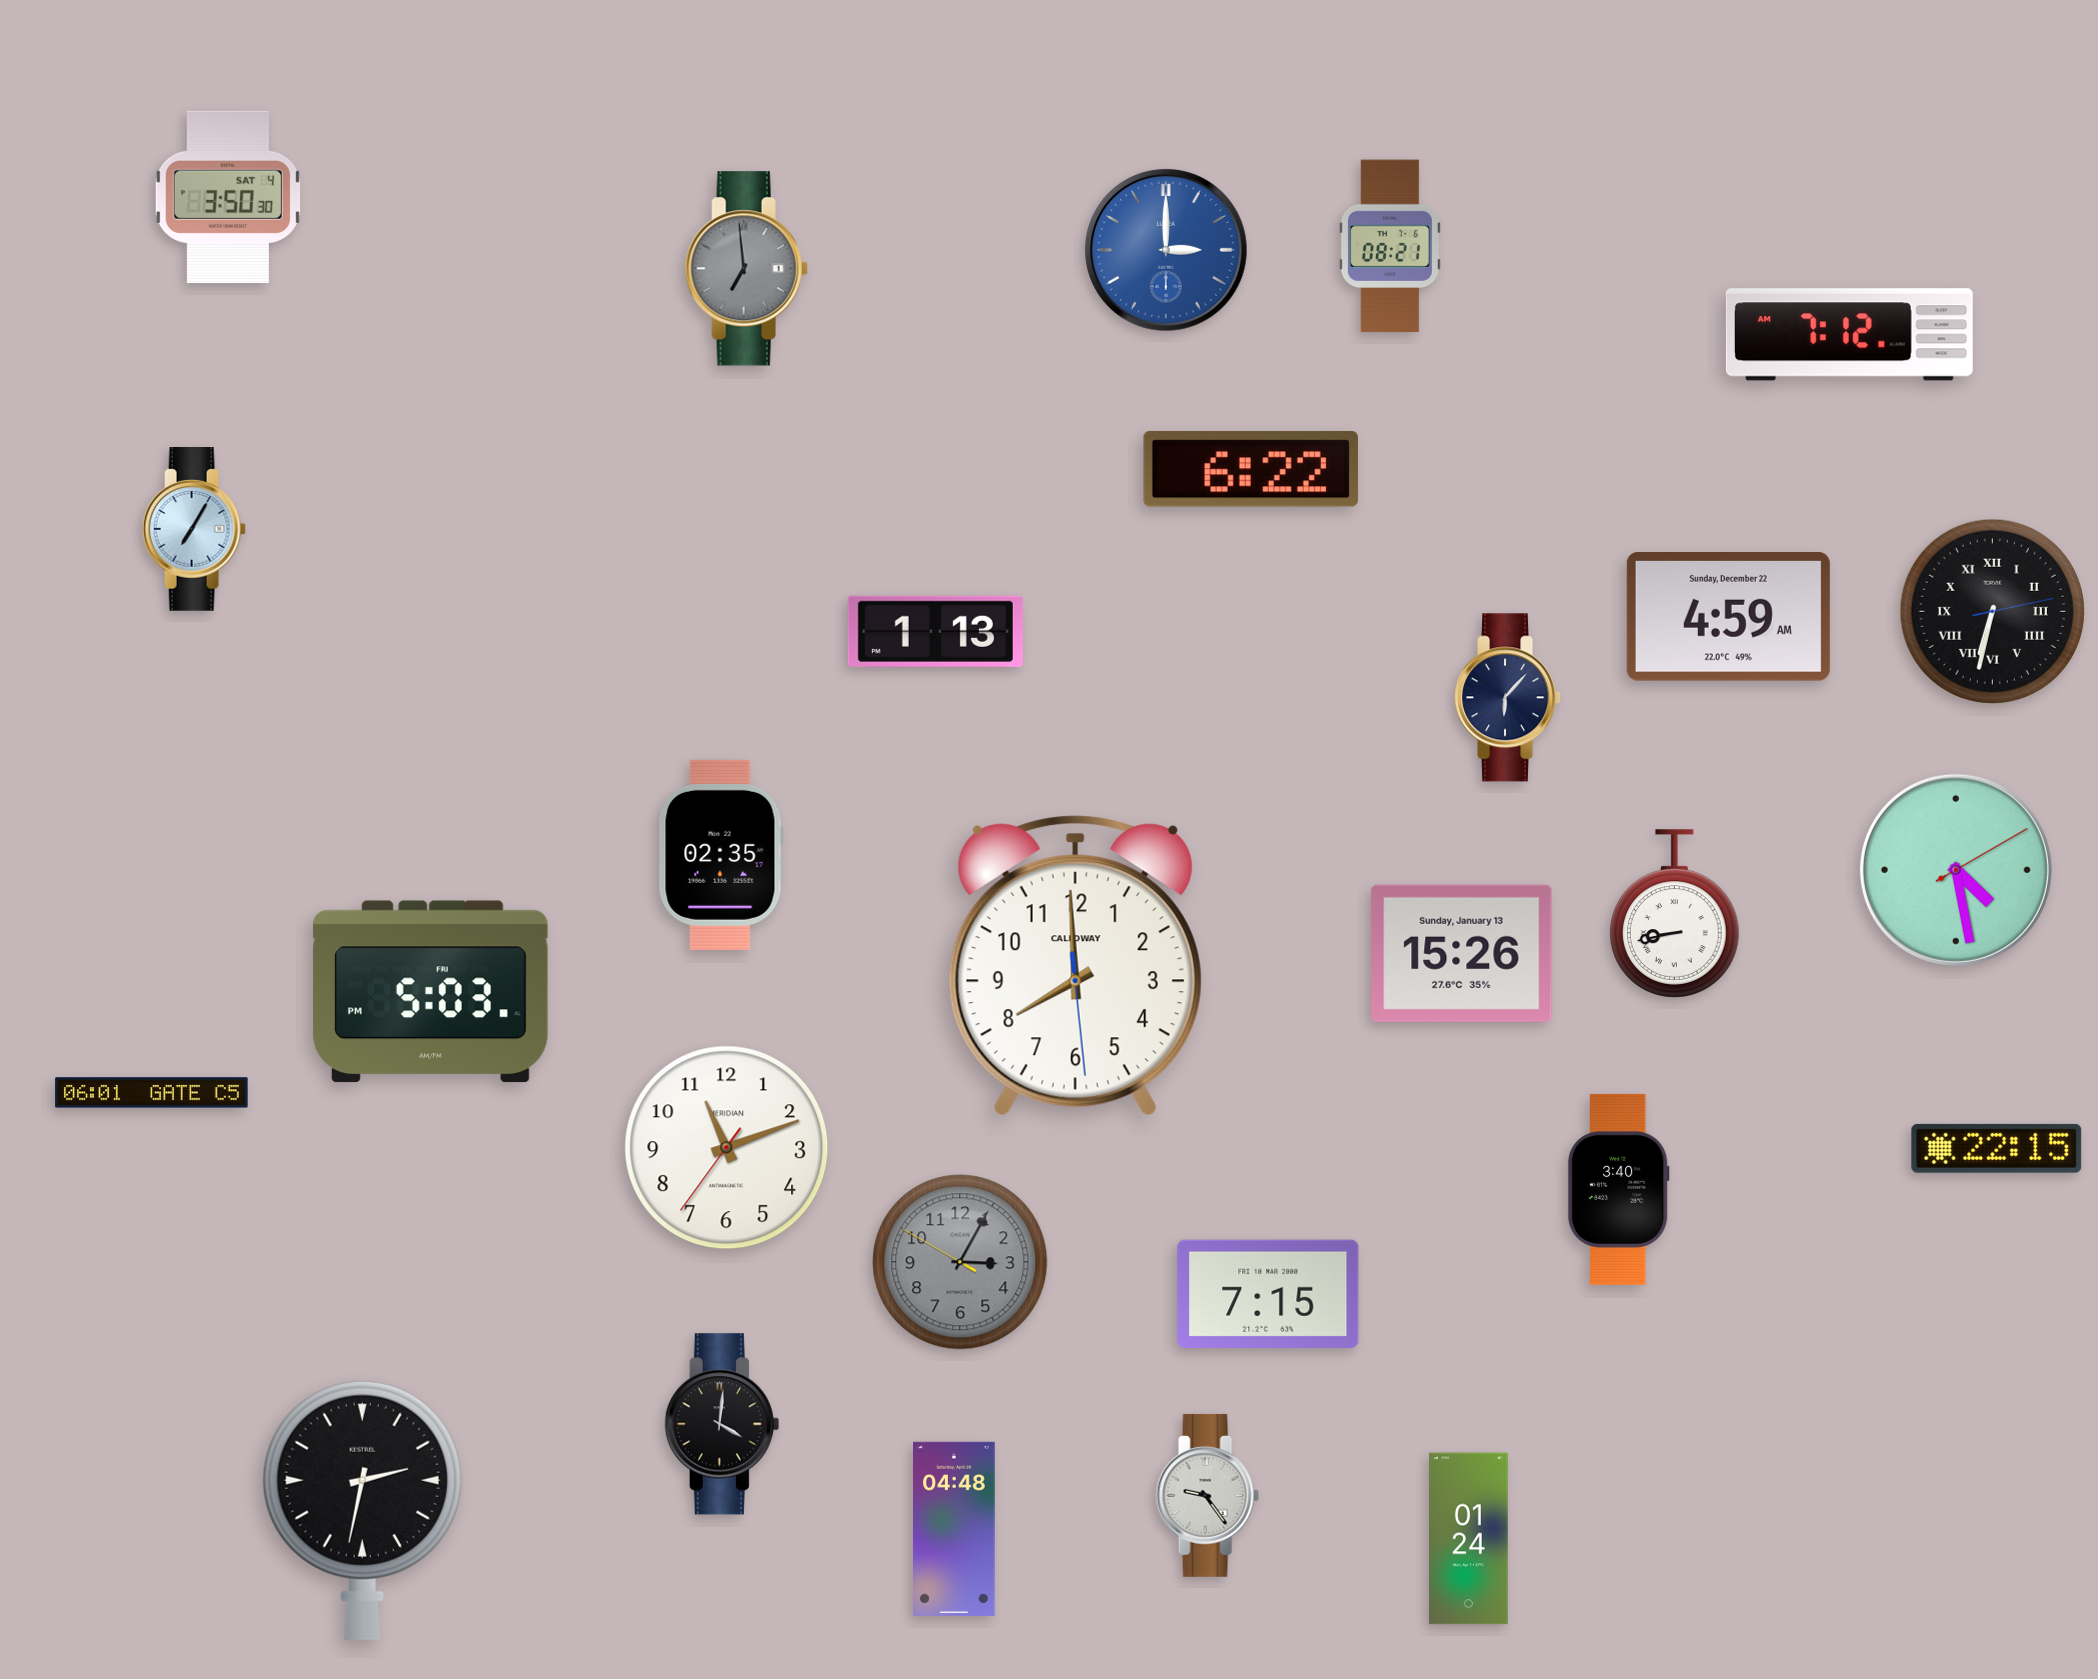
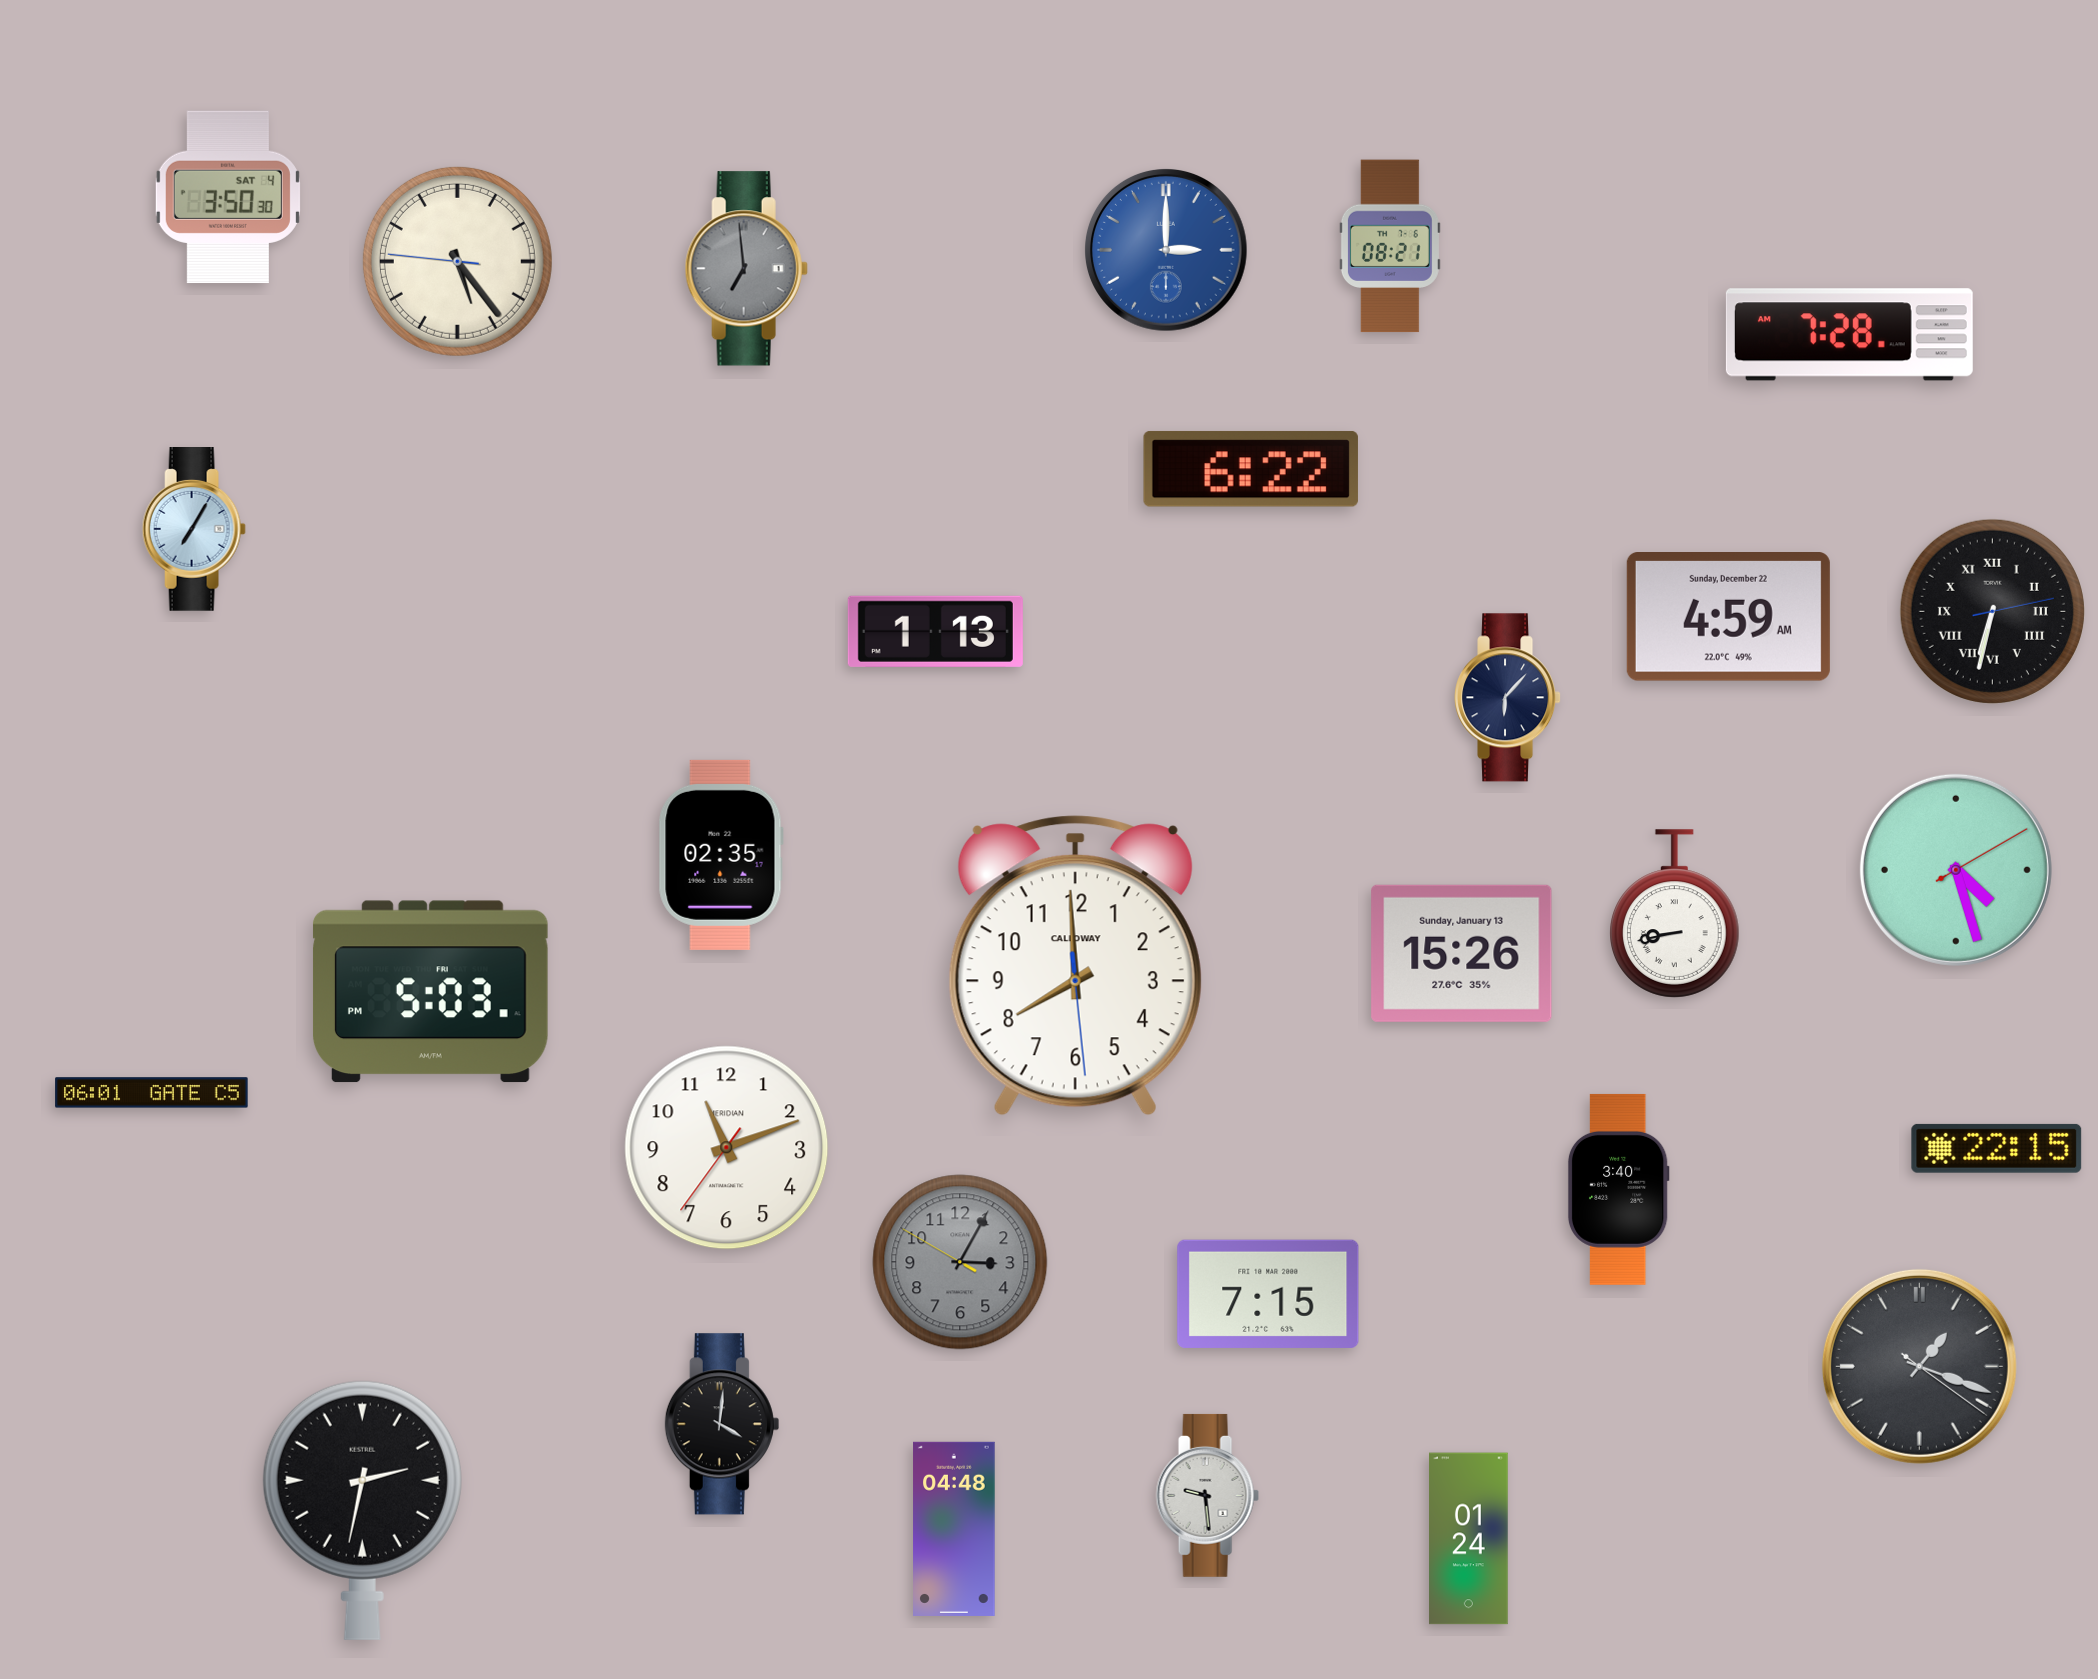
clock at (457, 261): none -> 5:23
clock at (1849, 335): 7:12 -> 7:28
clock at (1956, 870): 4:28 -> 4:27
clock at (1919, 1366): none -> 1:18
clock at (1207, 1495): 9:24 -> 9:29
